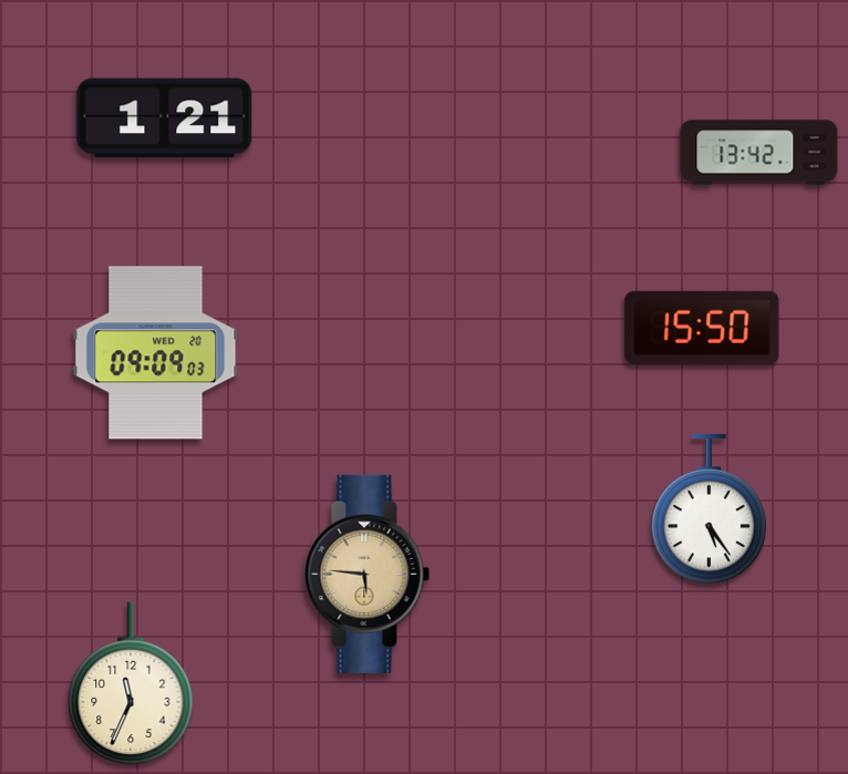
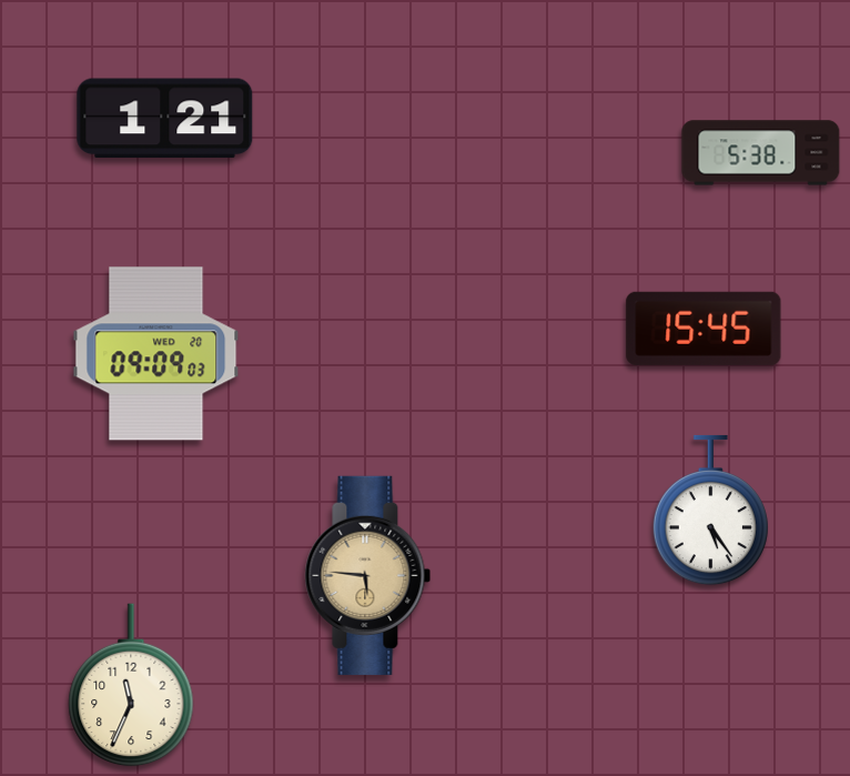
clock at (759, 153): 13:42 -> 5:38
clock at (702, 328): 15:50 -> 15:45
